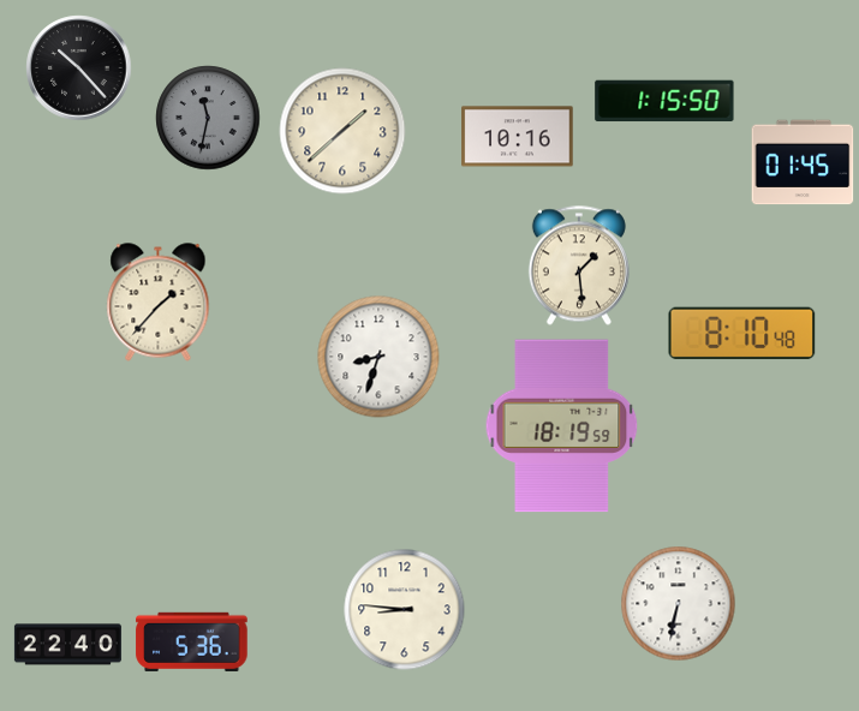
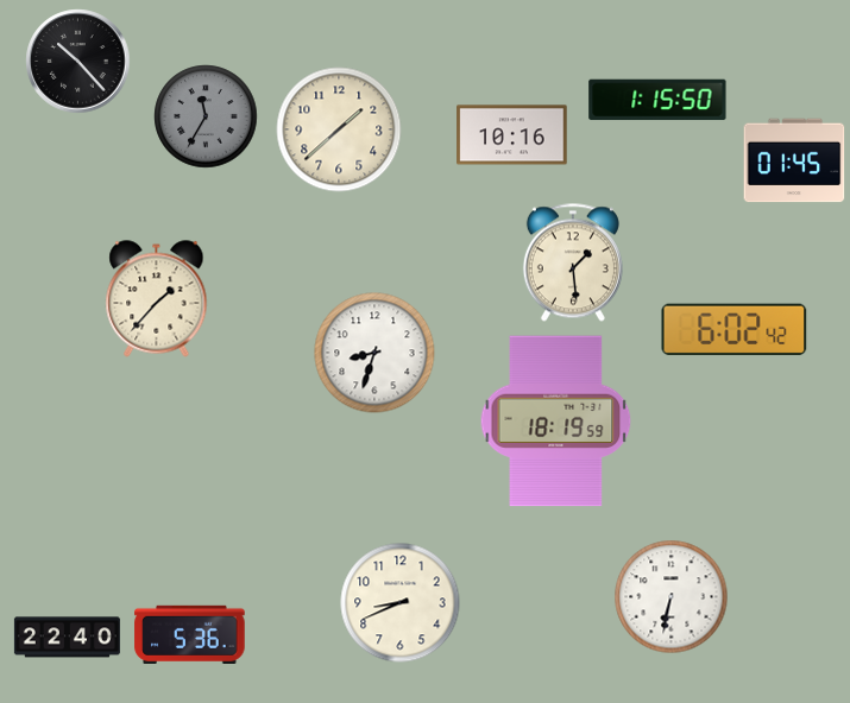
clock at (79, 68) position: (79, 68) -> (78, 62)
clock at (208, 118): 11:32 -> 11:35
clock at (742, 334): 8:10 -> 6:02
clock at (405, 610): 8:46 -> 8:41
